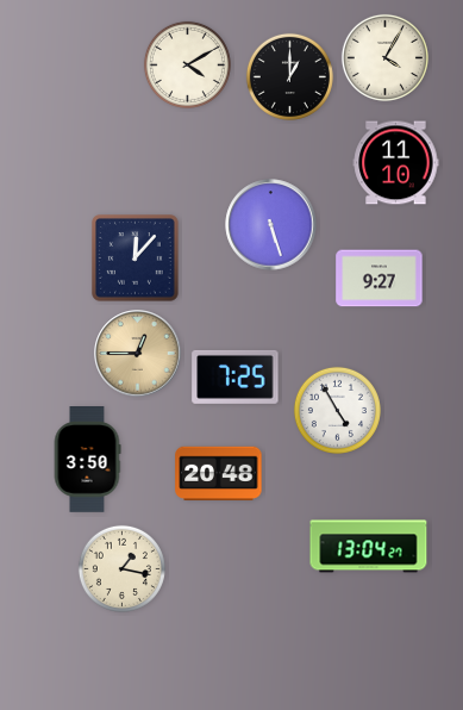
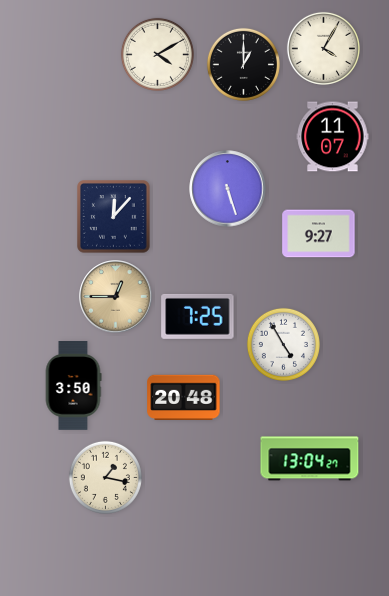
clock at (396, 163): 11:10 -> 11:07
clock at (121, 568) position: (121, 568) -> (105, 477)
